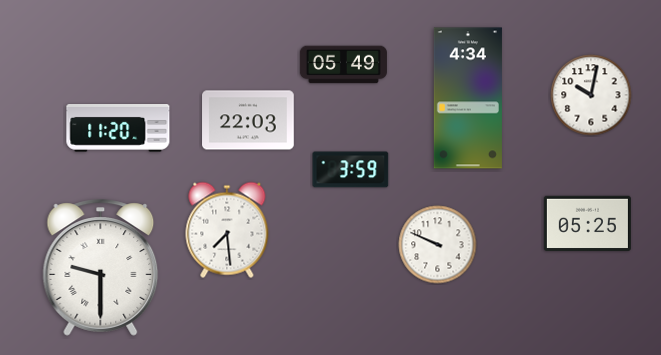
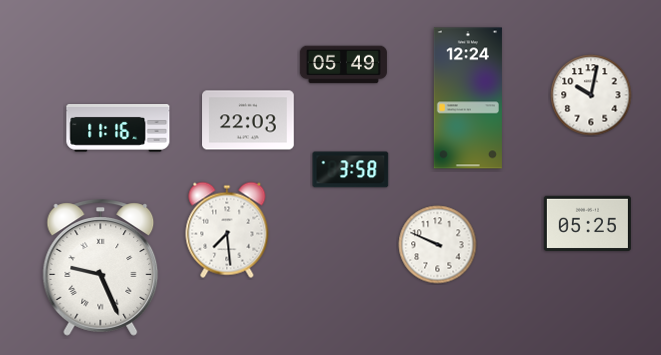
clock at (468, 98): 4:34 -> 12:24
clock at (118, 129): 11:20 -> 11:16
clock at (351, 170): 3:59 -> 3:58
clock at (101, 268): 9:30 -> 9:26
